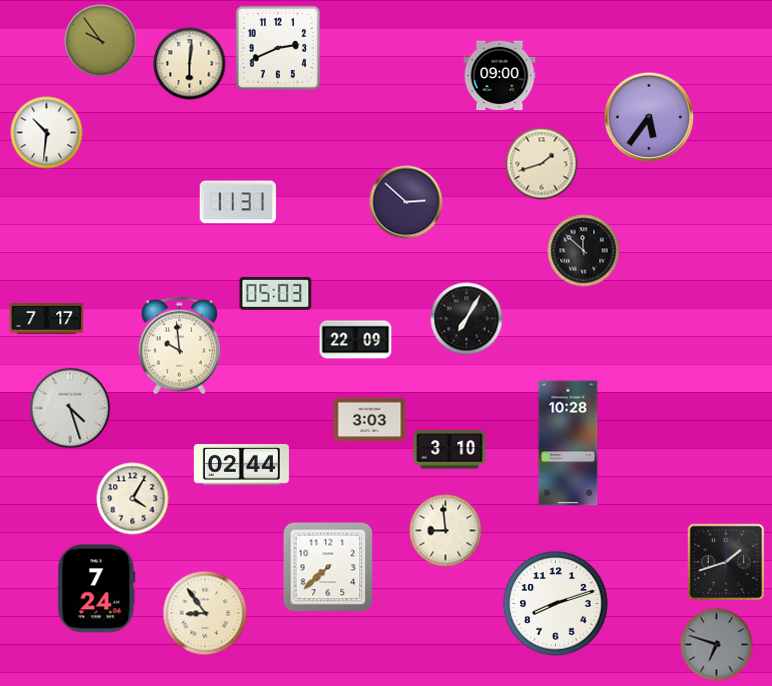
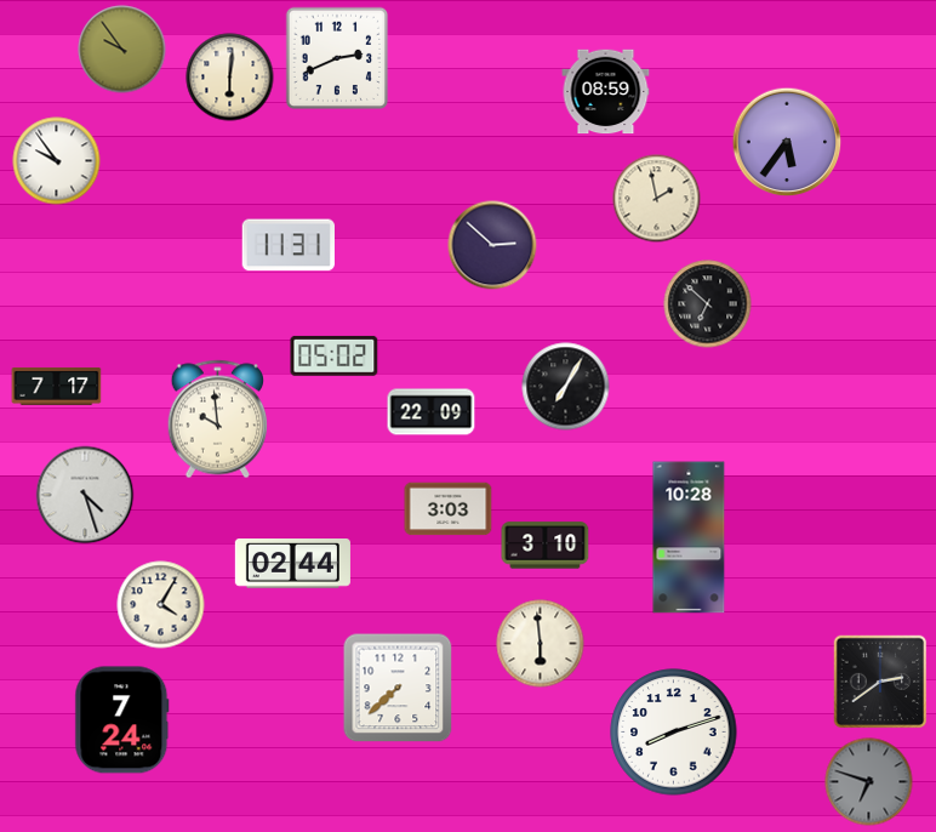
clock at (500, 76): 09:00 -> 08:59
clock at (47, 133): 10:31 -> 9:54
clock at (542, 164): 1:42 -> 1:58
clock at (584, 251): 11:52 -> 6:52
clock at (276, 293): 05:03 -> 05:02
clock at (446, 531): 8:59 -> 5:59
clock at (726, 562): 1:42 -> 2:39
clock at (97, 589) position: (97, 589) -> (122, 720)
clock at (205, 613): 8:54 -> none
